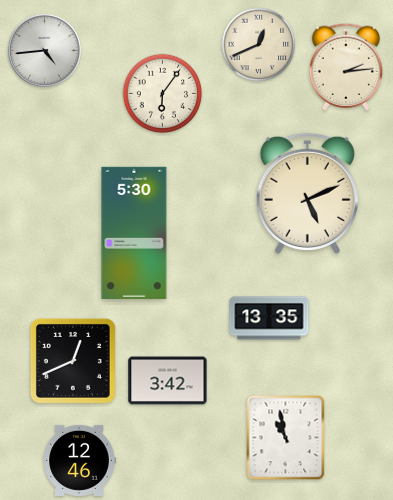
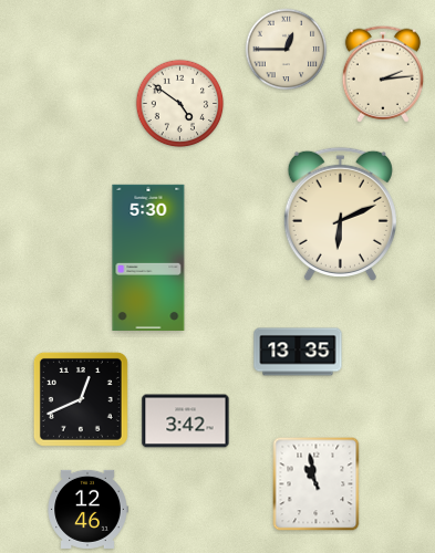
clock at (259, 45): 12:41 -> 12:45
clock at (44, 50): 4:44 -> none
clock at (163, 94): 6:06 -> 4:51
clock at (307, 193): 5:11 -> 6:11
